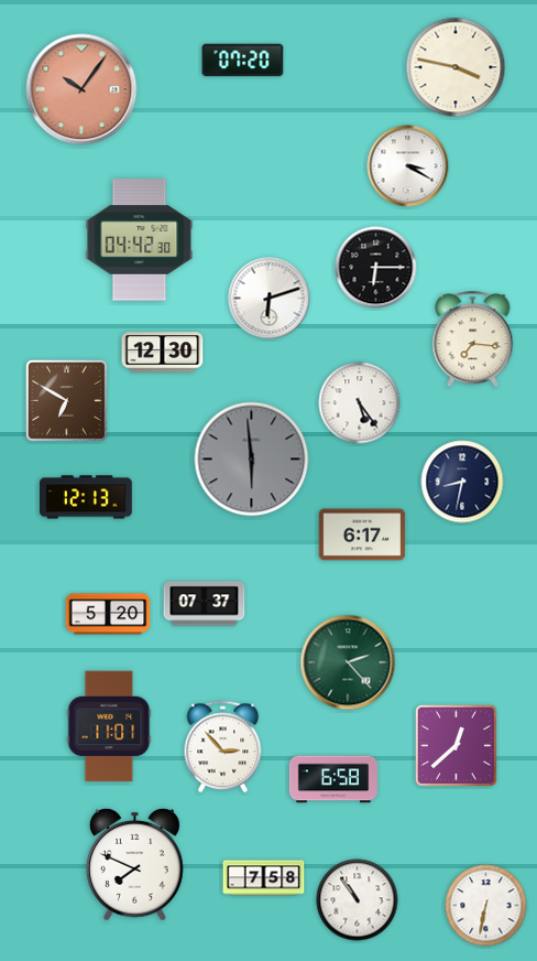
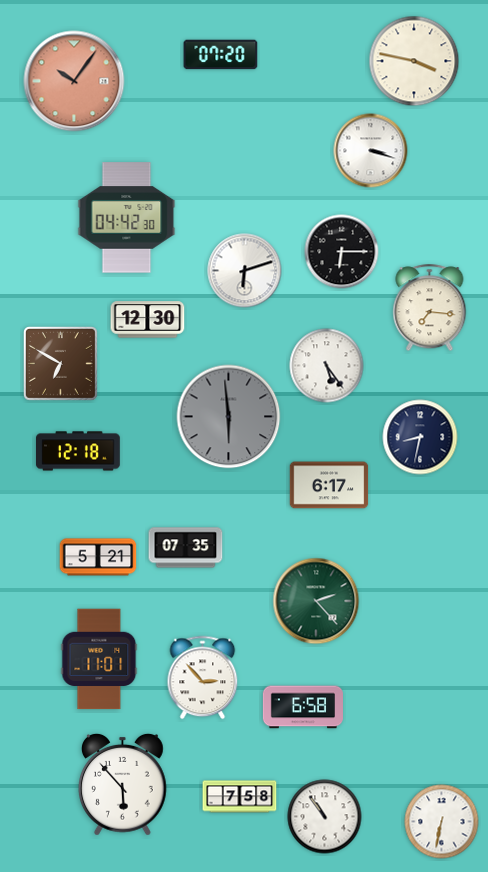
clock at (408, 166): 3:20 -> 3:18
clock at (376, 268) position: (376, 268) -> (342, 252)
clock at (87, 497): 12:13 -> 12:18
clock at (205, 604): 07:37 -> 07:35
clock at (108, 614): 5:20 -> 5:21
clock at (456, 745): 12:38 -> none
clock at (135, 865): 7:49 -> 5:53
